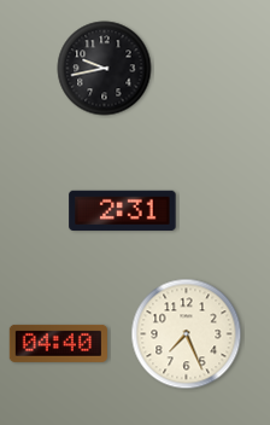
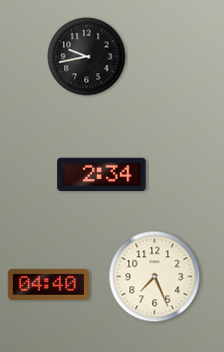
clock at (123, 211): 2:31 -> 2:34
